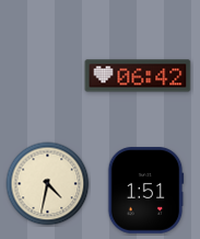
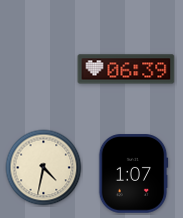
clock at (138, 76): 06:42 -> 06:39
clock at (145, 191): 1:51 -> 1:07
